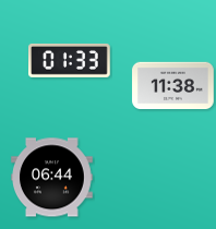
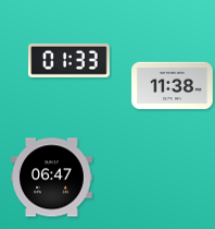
clock at (52, 178): 06:44 -> 06:47
